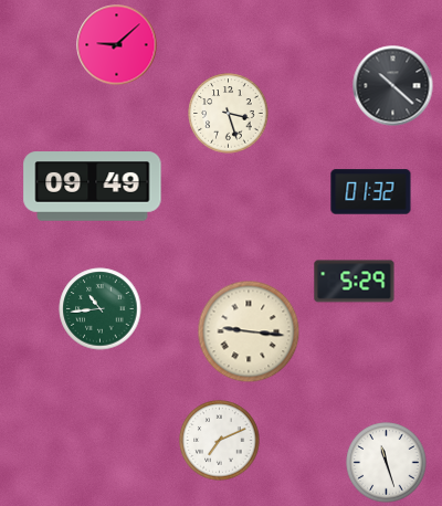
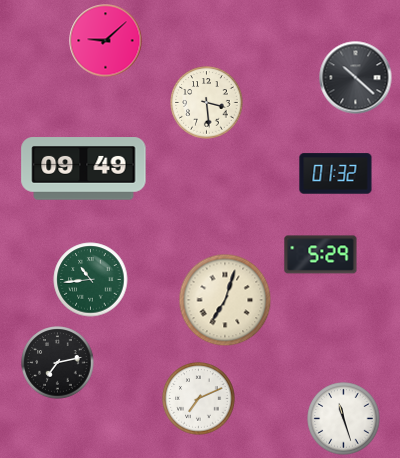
clock at (229, 114): 3:27 -> 3:29
clock at (249, 331): 9:16 -> 7:03
clock at (58, 363): none -> 7:13
clock at (387, 463) position: (387, 463) -> (344, 419)
